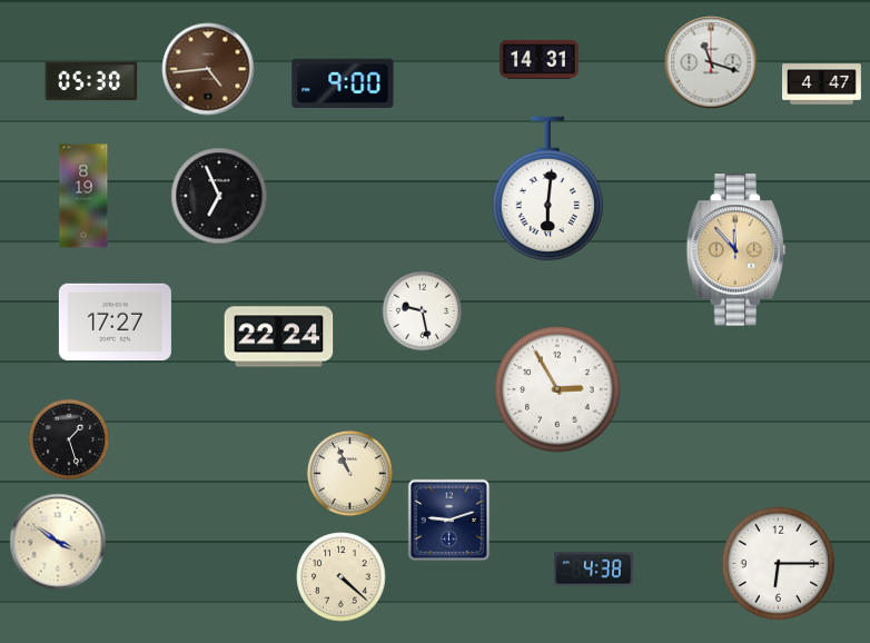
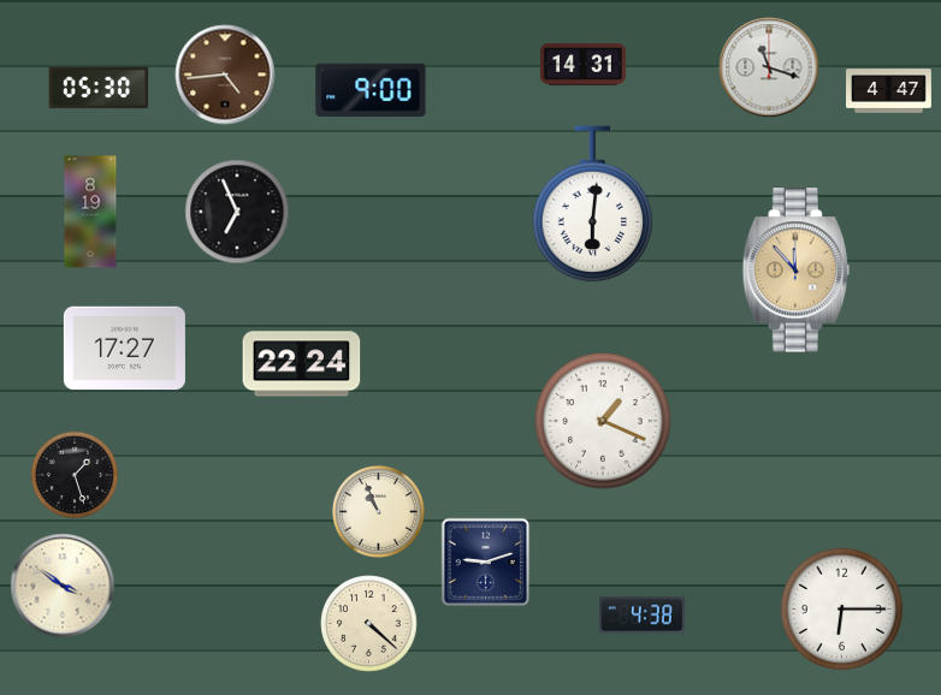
clock at (423, 311): 9:28 -> none
clock at (557, 389): 2:55 -> 1:19
